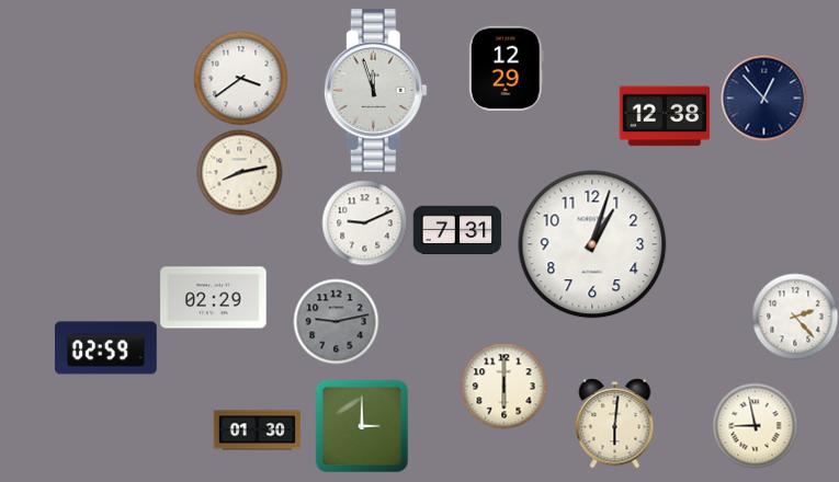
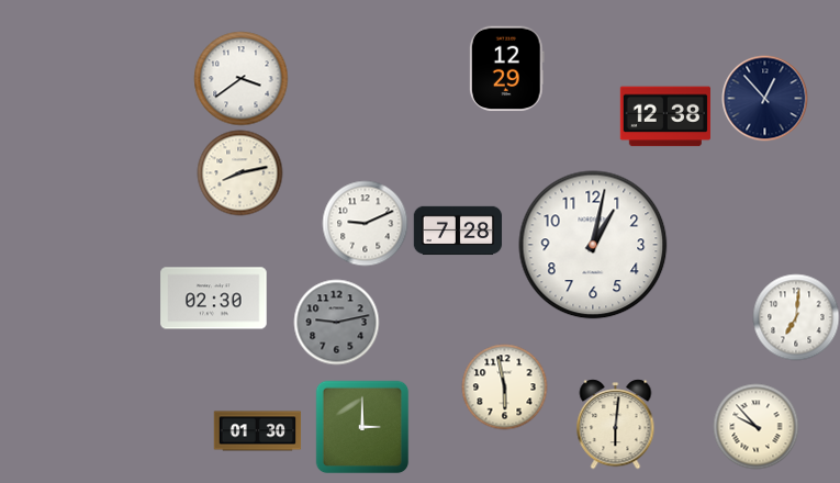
clock at (375, 90): 11:57 -> none
clock at (457, 230): 7:31 -> 7:28
clock at (592, 244): 1:03 -> 1:02
clock at (214, 298): 02:29 -> 02:30
clock at (795, 317): 2:23 -> 7:01
clock at (106, 348): 02:59 -> none
clock at (503, 386): 6:00 -> 5:58
clock at (755, 425): 8:58 -> 9:53
